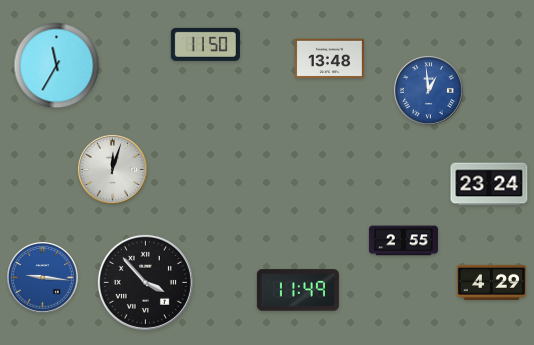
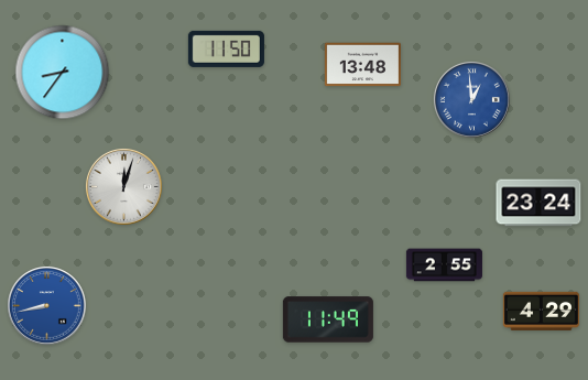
clock at (57, 66): 11:35 -> 8:36
clock at (43, 278): 9:16 -> 8:43
clock at (145, 282): 3:53 -> none
